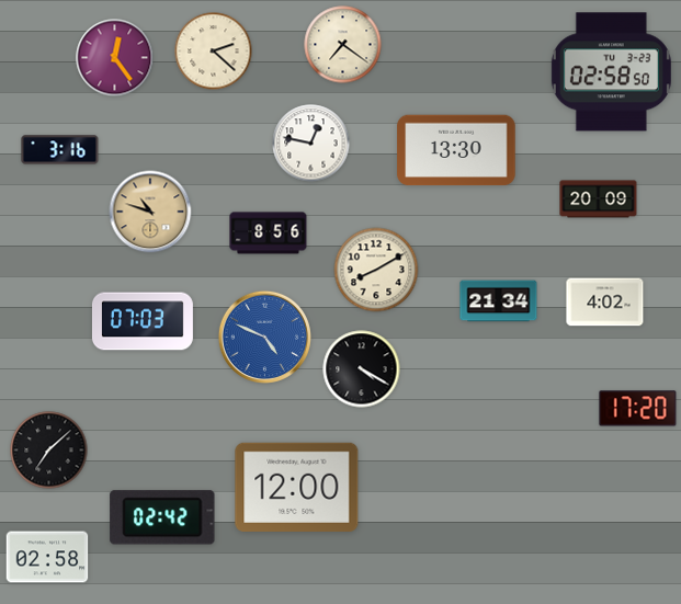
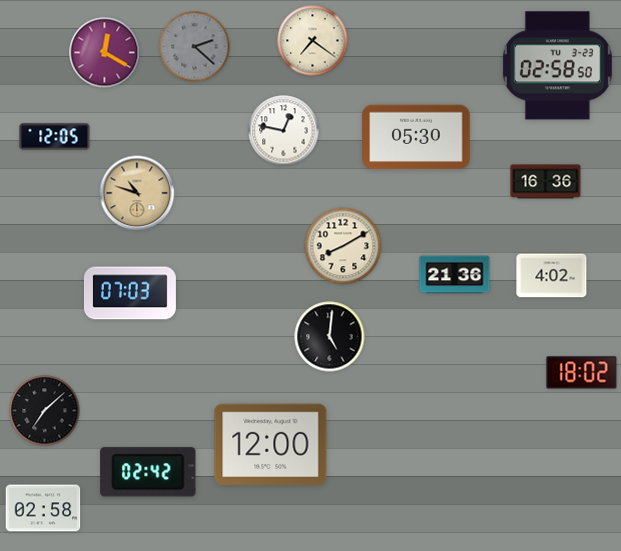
clock at (214, 52) dial: cream -> grey
clock at (115, 58): 12:24 -> 12:20
clock at (60, 150): 3:16 -> 12:05
clock at (456, 150): 13:30 -> 05:30
clock at (599, 200): 20:09 -> 16:36
clock at (269, 233): 8:56 -> none
clock at (499, 301): 21:34 -> 21:36
clock at (264, 337): 4:49 -> none
clock at (362, 369): 4:20 -> 5:01
clock at (638, 409): 17:20 -> 18:02
